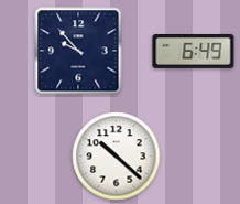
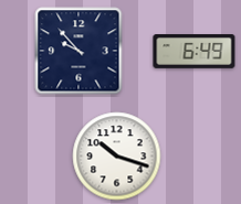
clock at (117, 157): 10:22 -> 10:18
